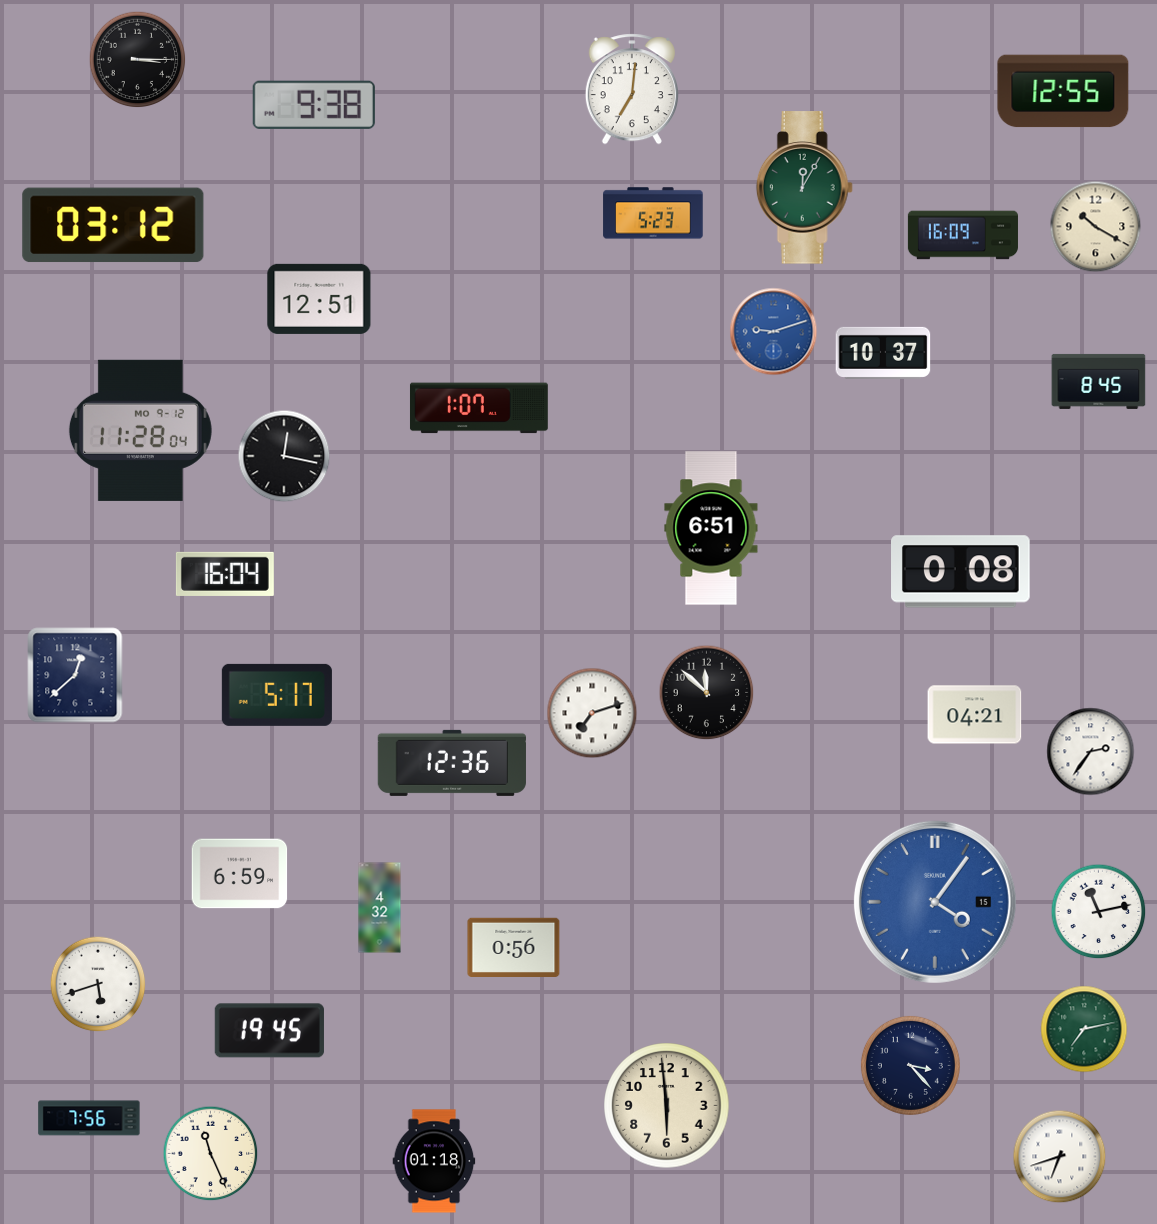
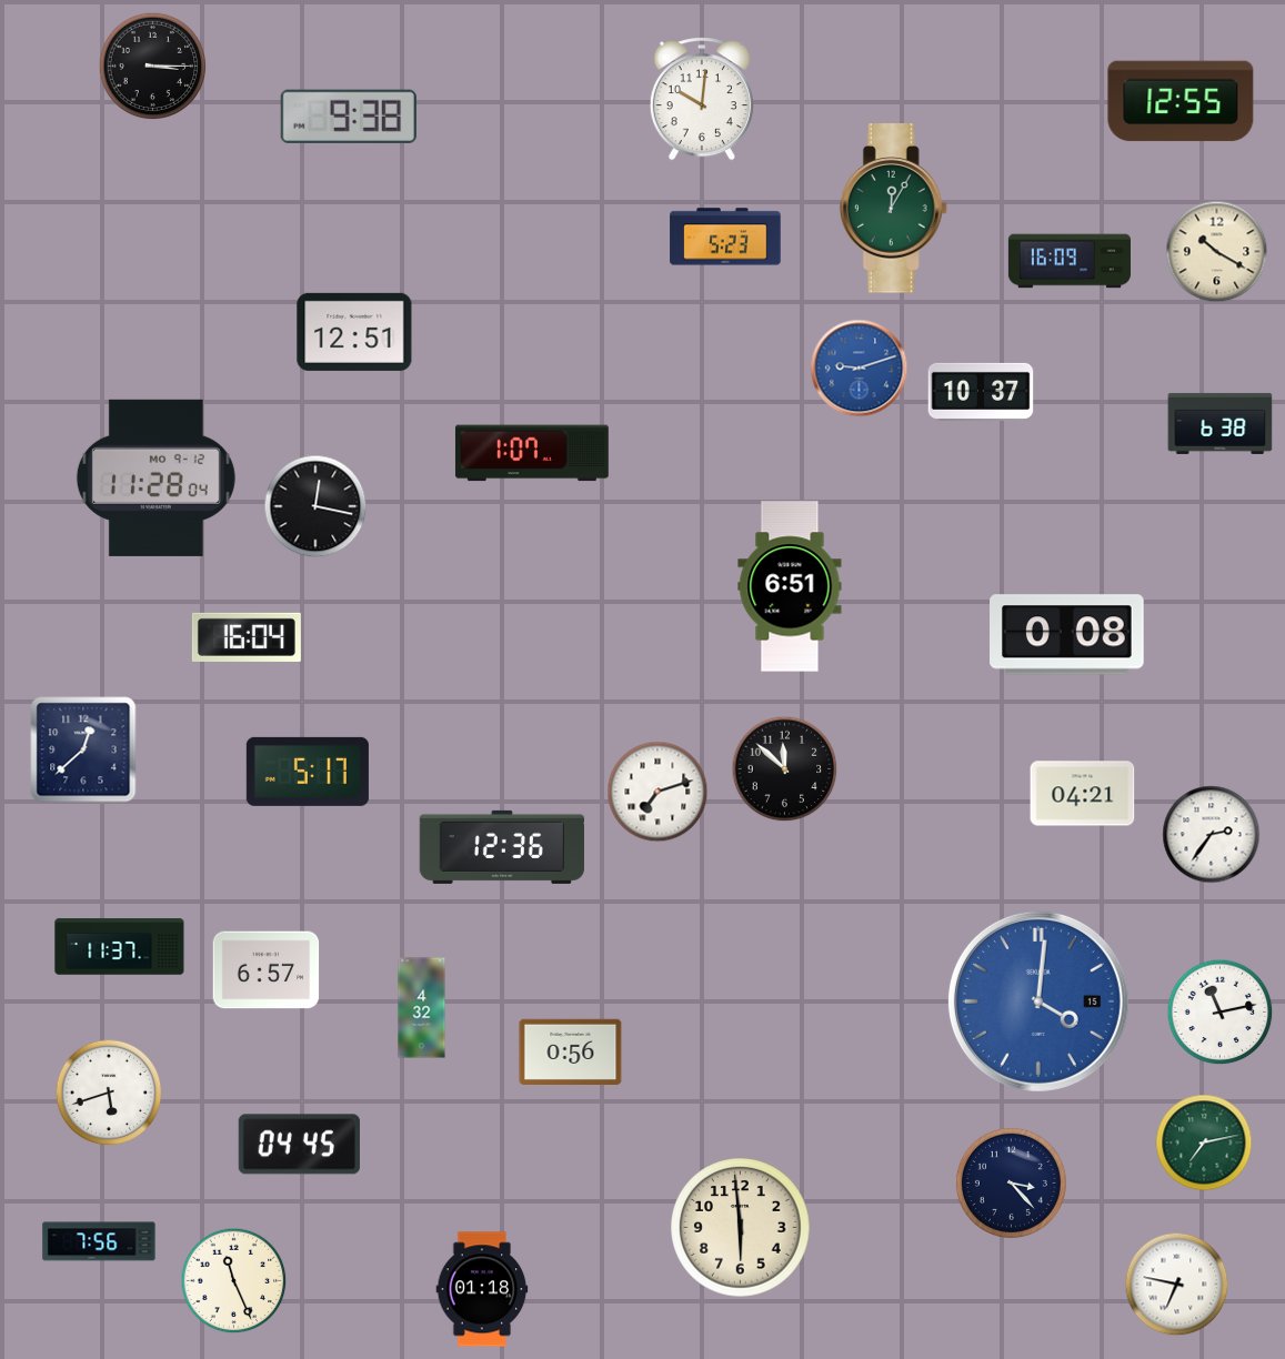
clock at (632, 89): 7:01 -> 10:01
clock at (113, 225): 03:12 -> none
clock at (1099, 381): 8:45 -> 6:38
clock at (225, 574) position: (225, 574) -> (247, 637)
clock at (120, 947): none -> 11:37
clock at (240, 874): 6:59 -> 6:57
clock at (935, 902): 4:06 -> 4:01
clock at (269, 1031): 19:45 -> 04:45
clock at (1060, 1157): 6:42 -> 6:47
